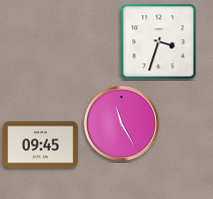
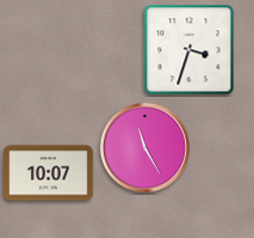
clock at (41, 145): 09:45 -> 10:07
